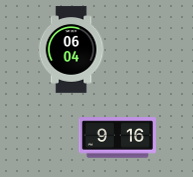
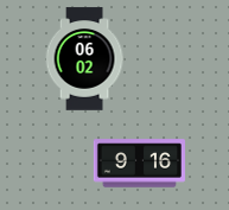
clock at (71, 50): 06:04 -> 06:02
